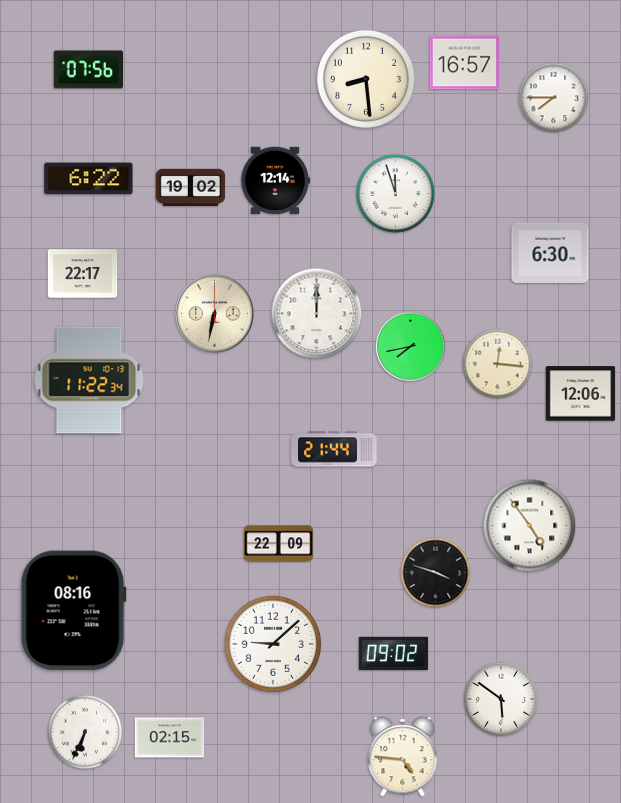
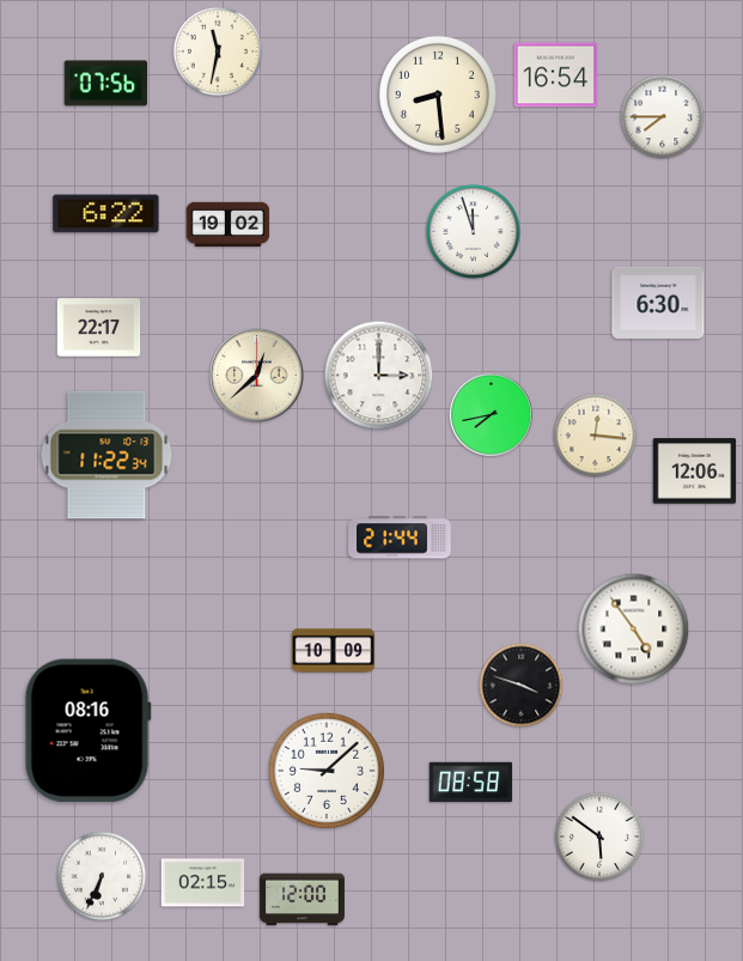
clock at (218, 50): none -> 11:32
clock at (465, 63): 16:57 -> 16:54
clock at (275, 181): 12:14 -> none
clock at (215, 314): 6:32 -> 12:38
clock at (317, 314): 12:00 -> 3:00
clock at (279, 544): 22:09 -> 10:09
clock at (394, 654): 09:02 -> 08:58
clock at (302, 900): none -> 12:00
clock at (403, 757): 4:46 -> none
